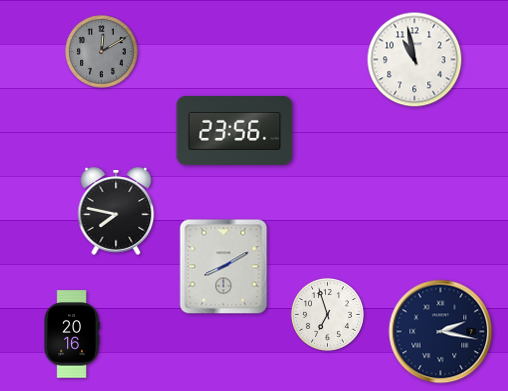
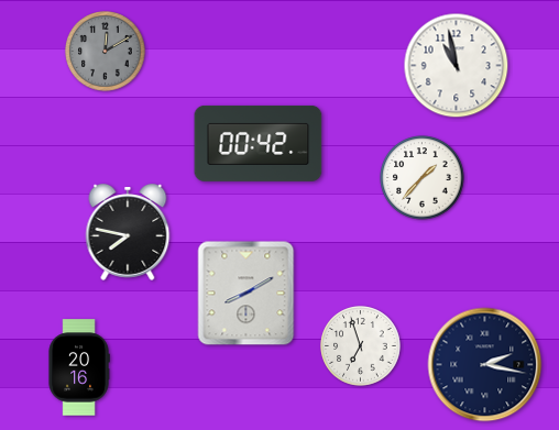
clock at (102, 52) position: (102, 52) -> (106, 52)
clock at (235, 130): 23:56 -> 00:42
clock at (423, 178): none -> 1:37
